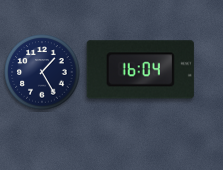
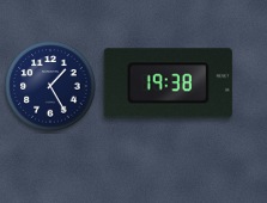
clock at (140, 70): 16:04 -> 19:38
